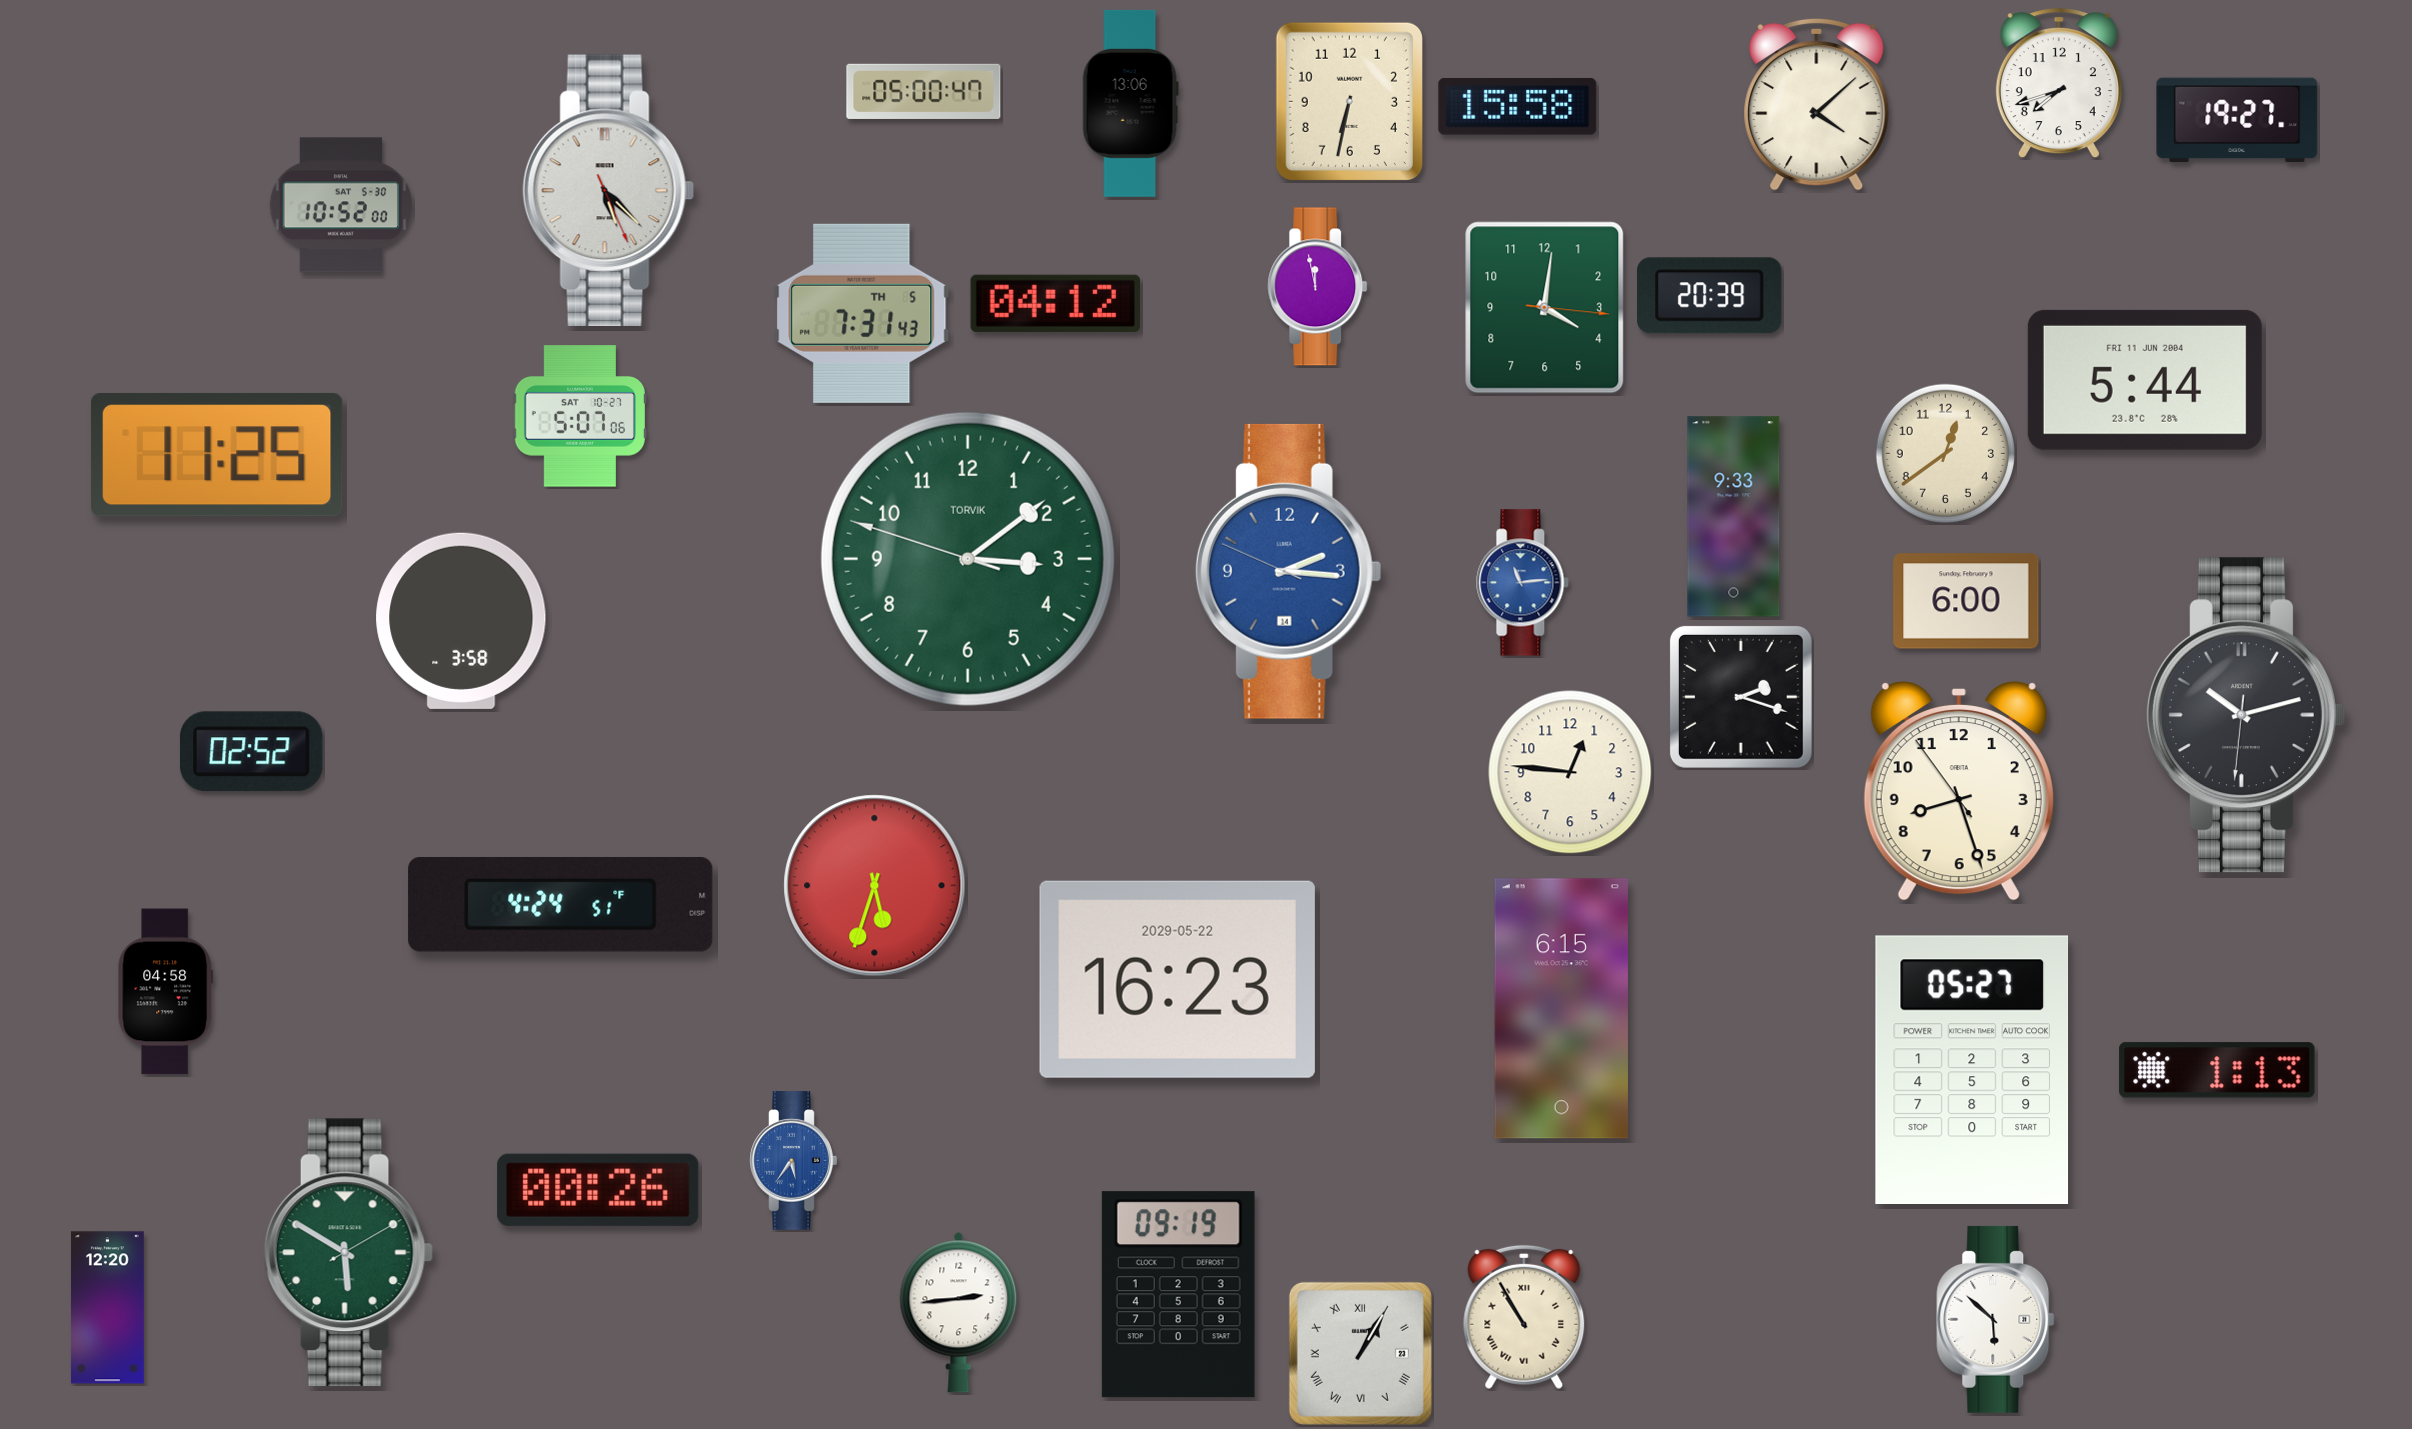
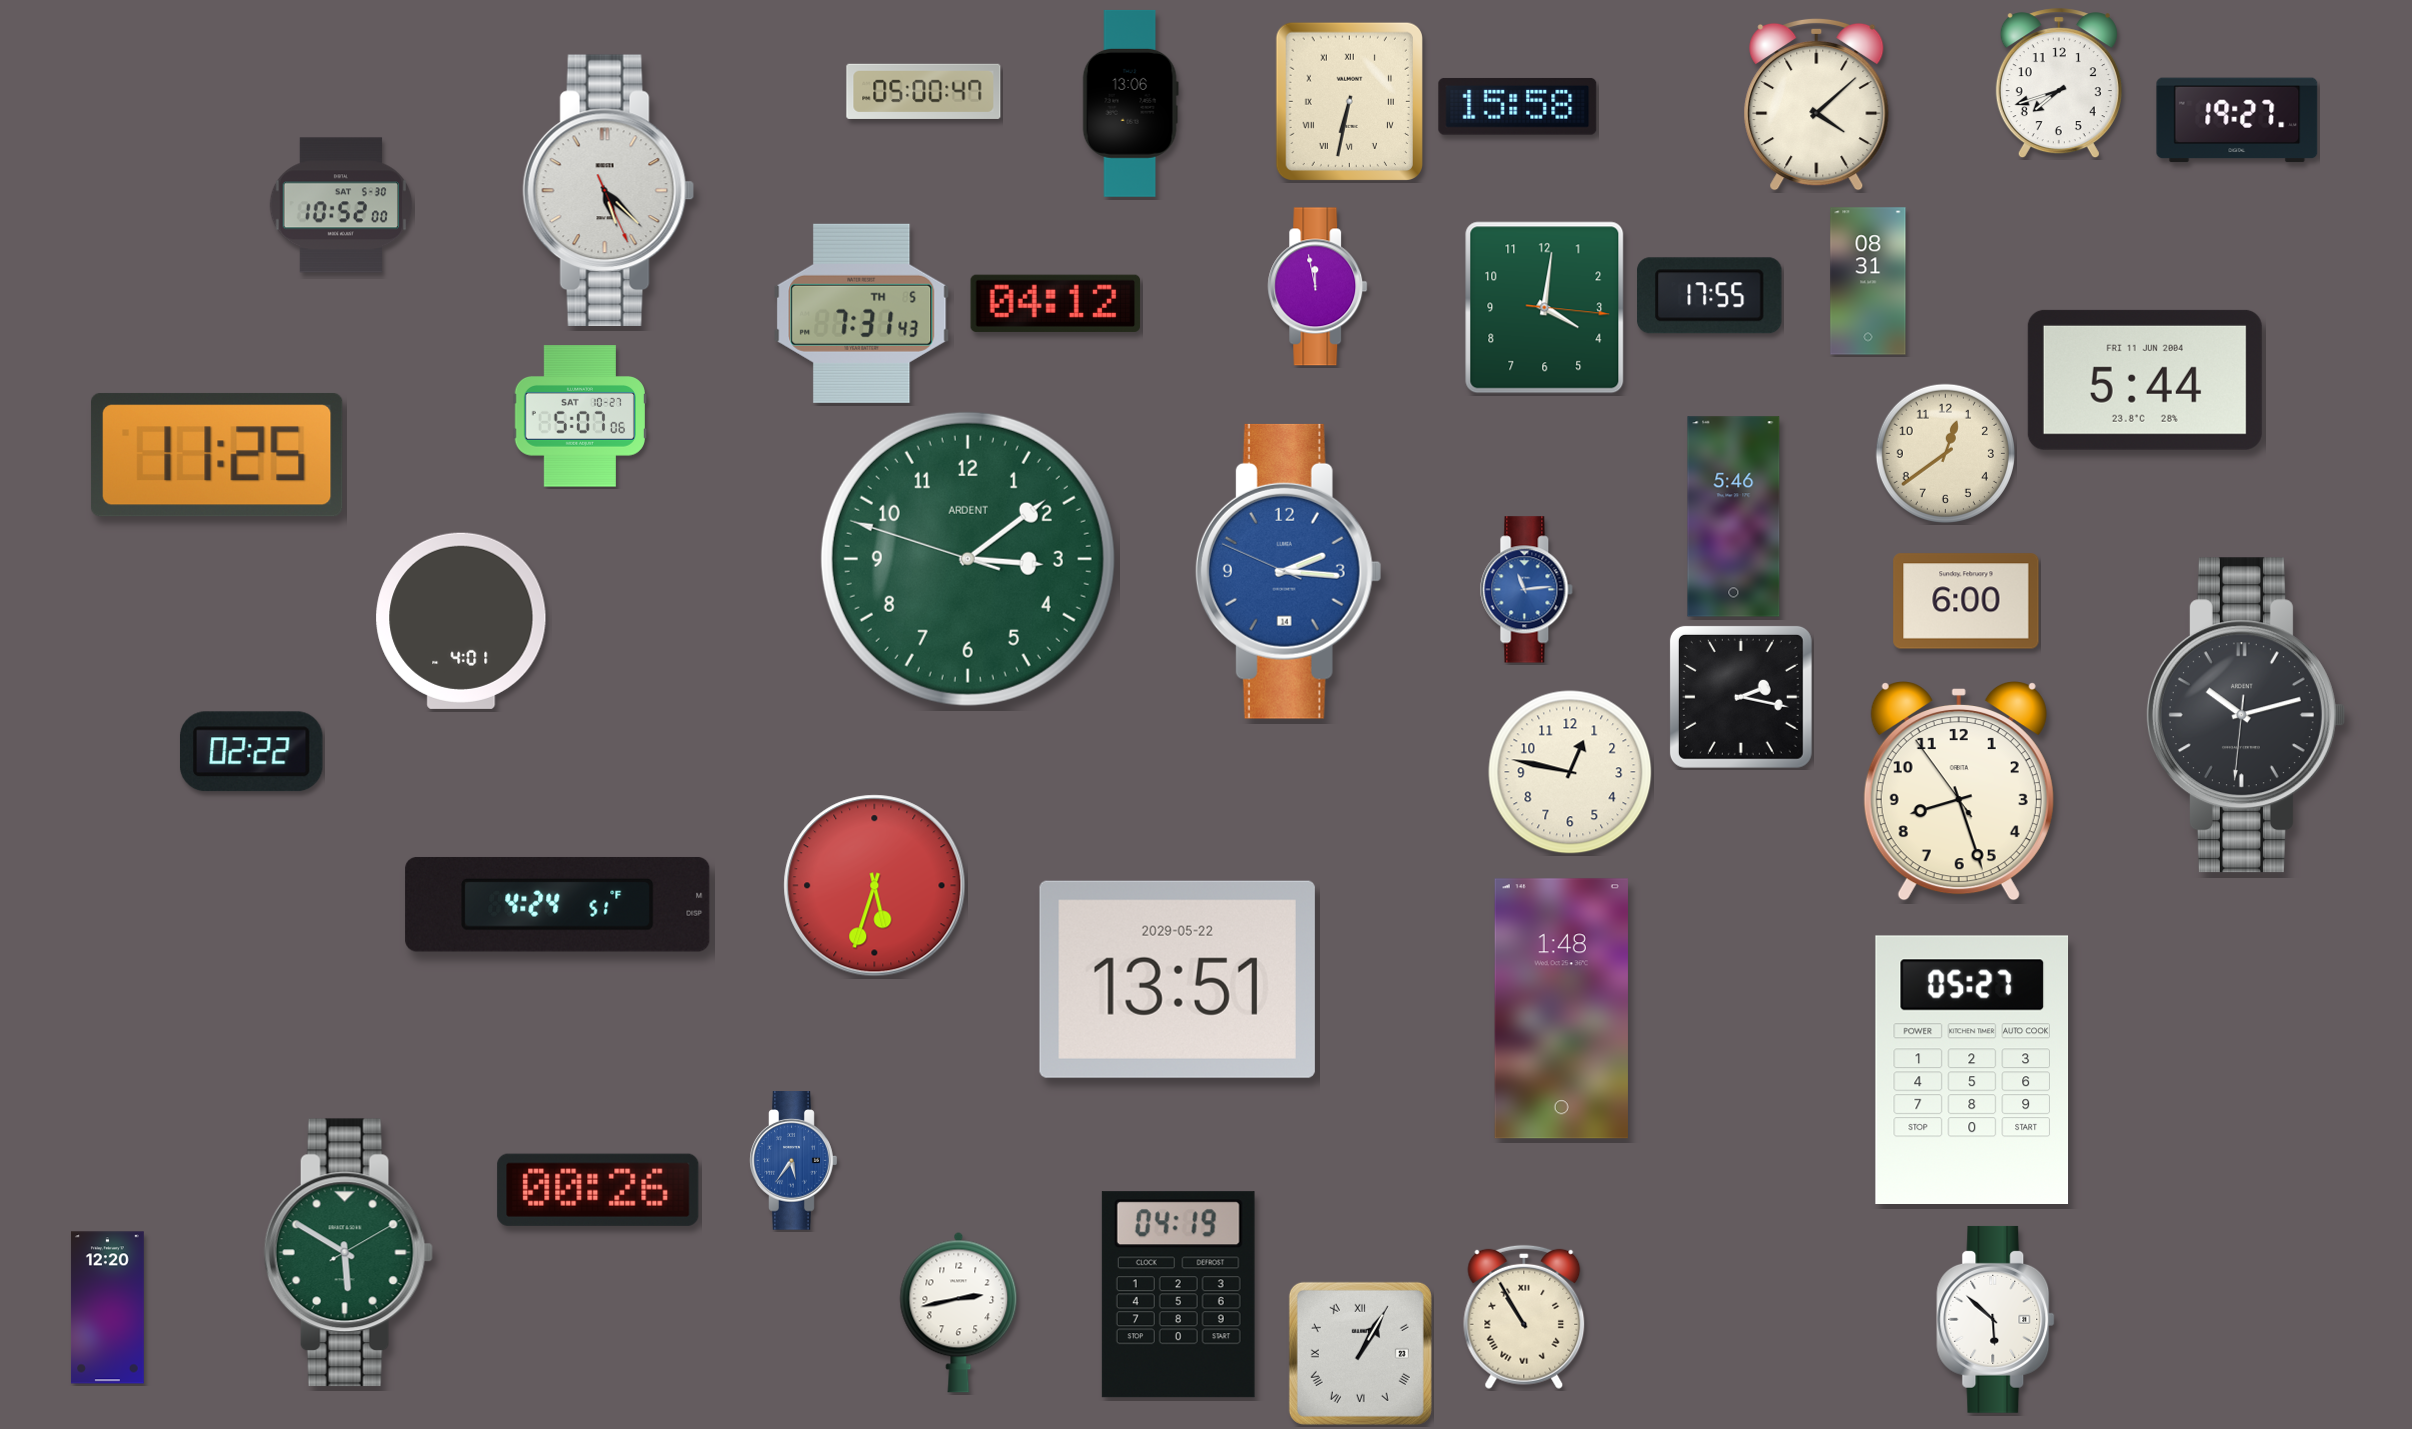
clock at (1349, 101) numerals: Arabic -> Roman
clock at (1868, 281): none -> 08:31
clock at (1710, 296): 20:39 -> 17:55
clock at (1734, 517): 9:33 -> 5:46
clock at (968, 559) brand: TORVIK -> ARDENT
clock at (1523, 583) position: (1523, 583) -> (1527, 590)
clock at (461, 621): 3:58 -> 4:01
clock at (1741, 697): 2:18 -> 2:17
clock at (251, 752): 02:52 -> 02:22
clock at (1570, 772): 12:46 -> 12:47
clock at (561, 904) position: (561, 904) -> (558, 904)
clock at (1177, 979): 16:23 -> 13:51
clock at (166, 992): 04:58 -> none
clock at (1561, 1009): 6:15 -> 1:48
clock at (2217, 1070): 1:13 -> none
clock at (1178, 1295): 09:19 -> 04:19
clock at (959, 1312): 2:44 -> 2:43
